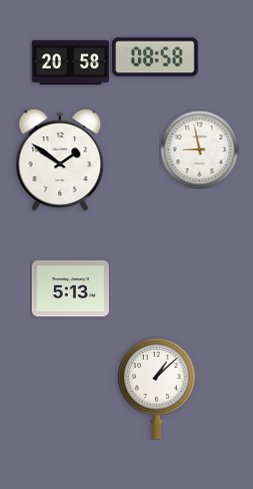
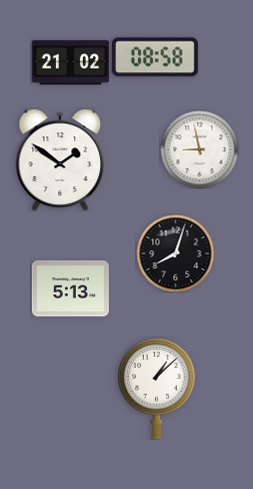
clock at (70, 63): 20:58 -> 21:02
clock at (175, 253): none -> 8:03
